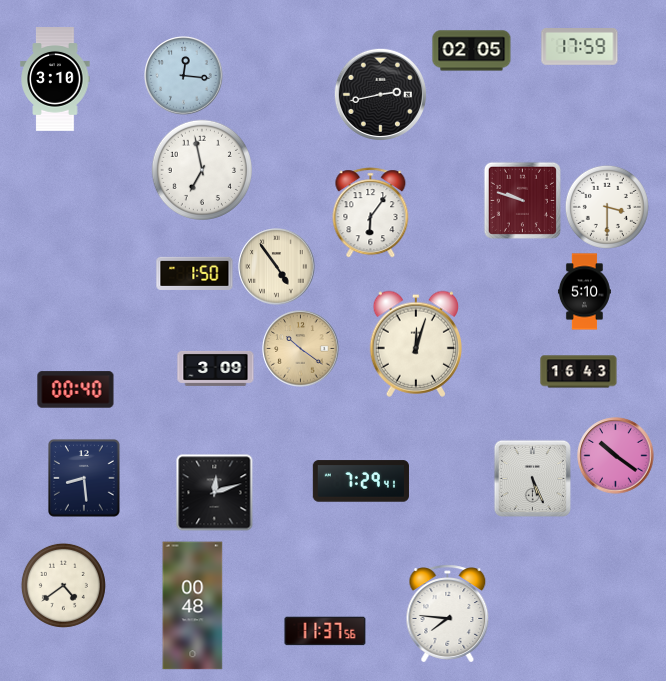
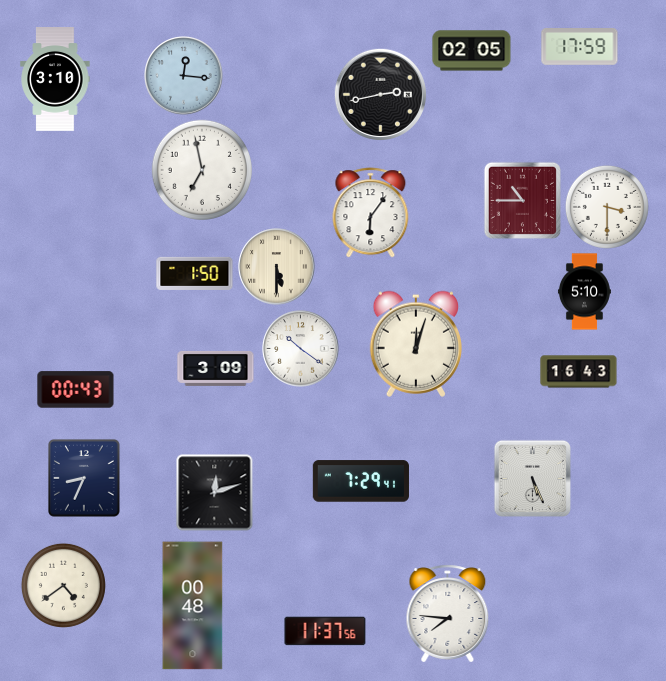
clock at (522, 200): 9:48 -> 10:45
clock at (277, 267): 4:54 -> 5:30
clock at (301, 349) dial: champagne -> white
clock at (76, 390): 00:40 -> 00:43
clock at (616, 456): 10:21 -> none
clock at (85, 479): 8:29 -> 8:34
